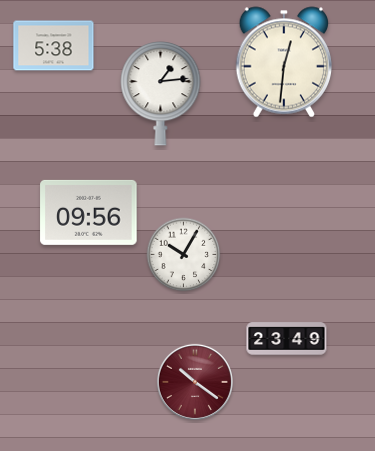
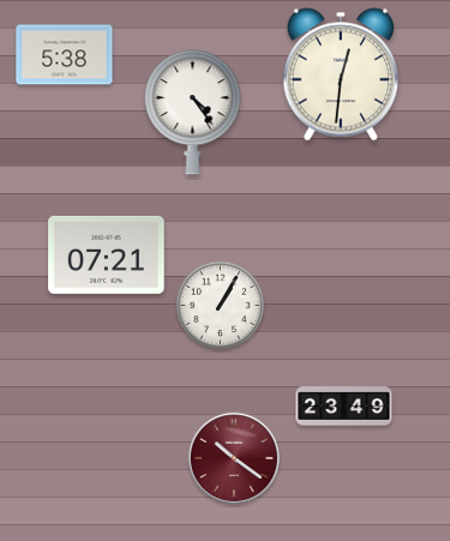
clock at (161, 93): 1:14 -> 4:24
clock at (89, 212): 09:56 -> 07:21
clock at (184, 255): 10:05 -> 1:05
